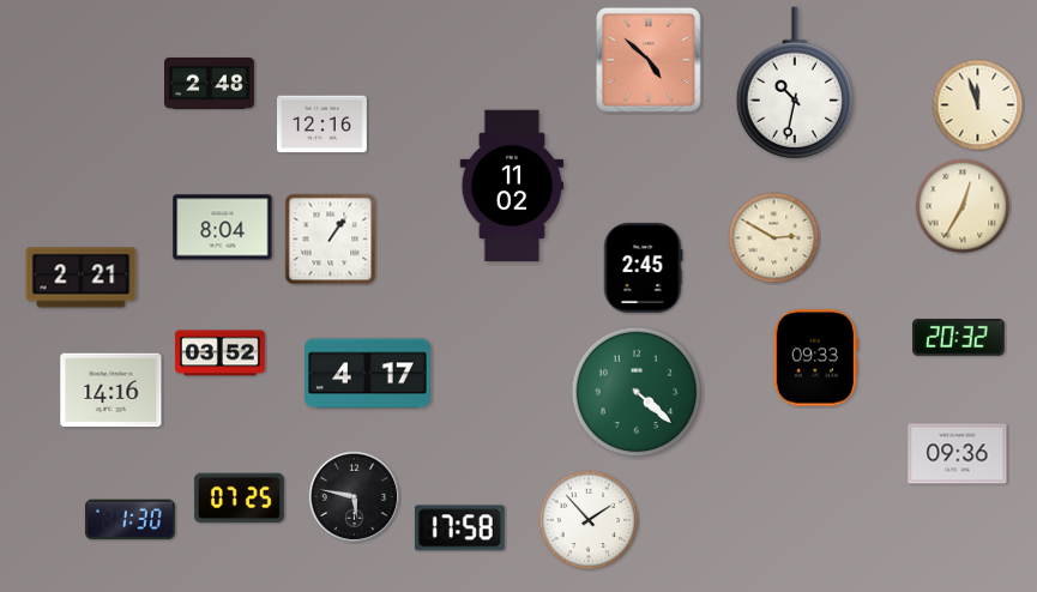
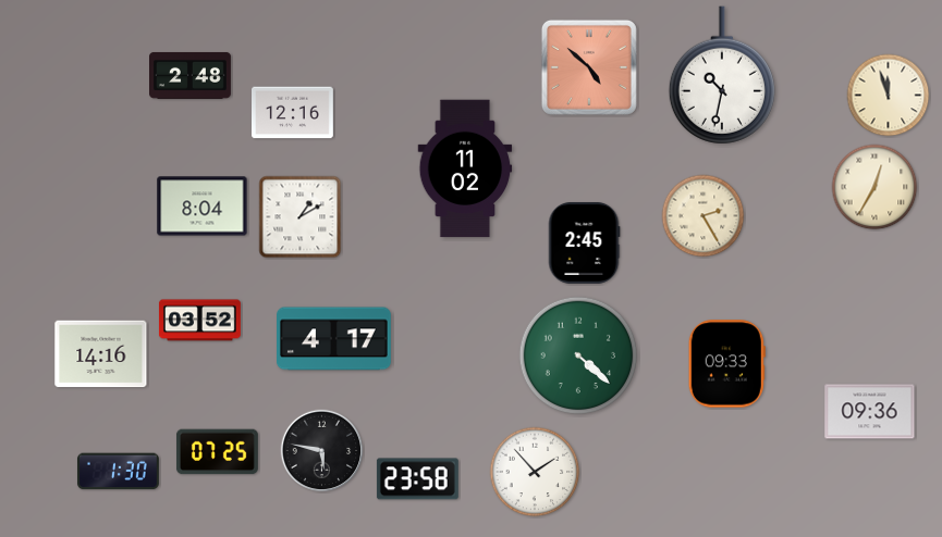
clock at (649, 60) position: (649, 60) -> (589, 67)
clock at (774, 238): 2:50 -> 2:25
clock at (331, 240): 1:06 -> 1:10
clock at (82, 278): 2:21 -> none
clock at (959, 338): 20:32 -> none
clock at (815, 358) position: (815, 358) -> (726, 364)
clock at (459, 528): 17:58 -> 23:58
